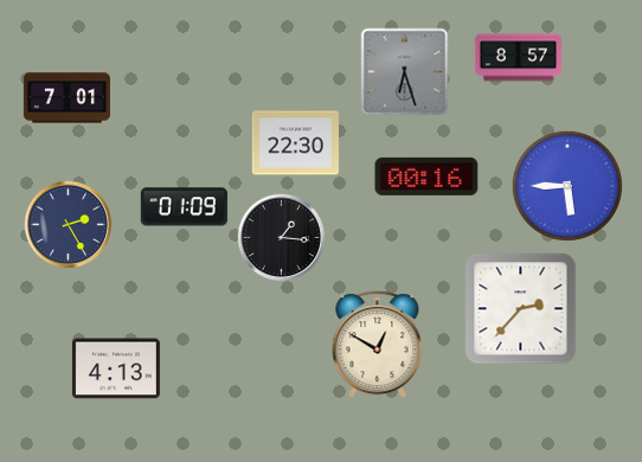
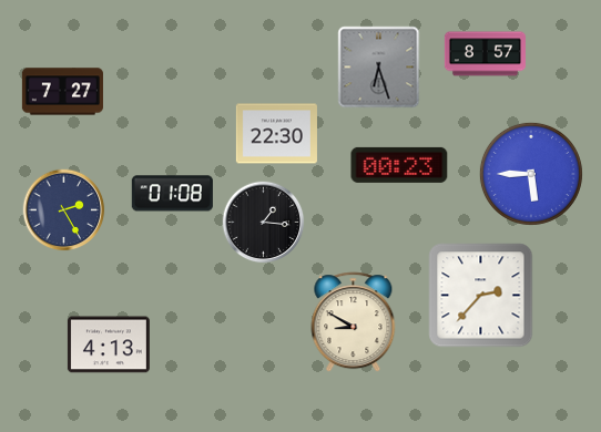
clock at (66, 98): 7:01 -> 7:27
clock at (426, 177): 00:16 -> 00:23
clock at (184, 207): 01:09 -> 01:08
clock at (521, 309) position: (521, 309) -> (481, 296)
clock at (378, 345): 12:50 -> 8:50
